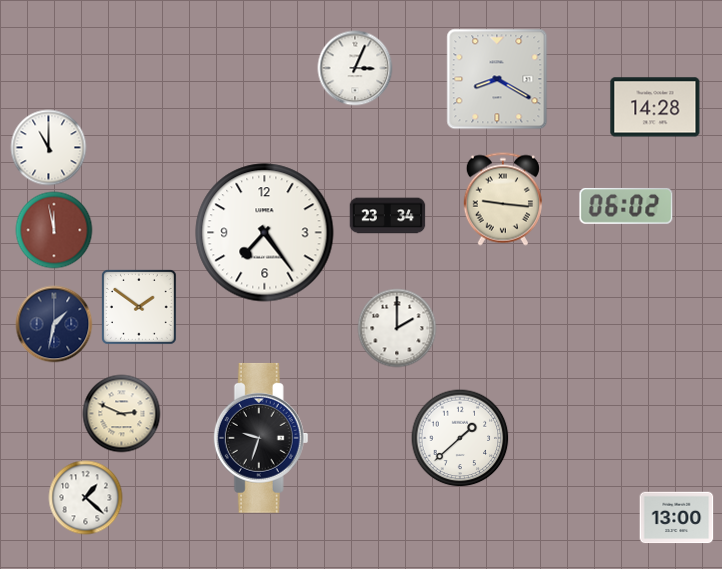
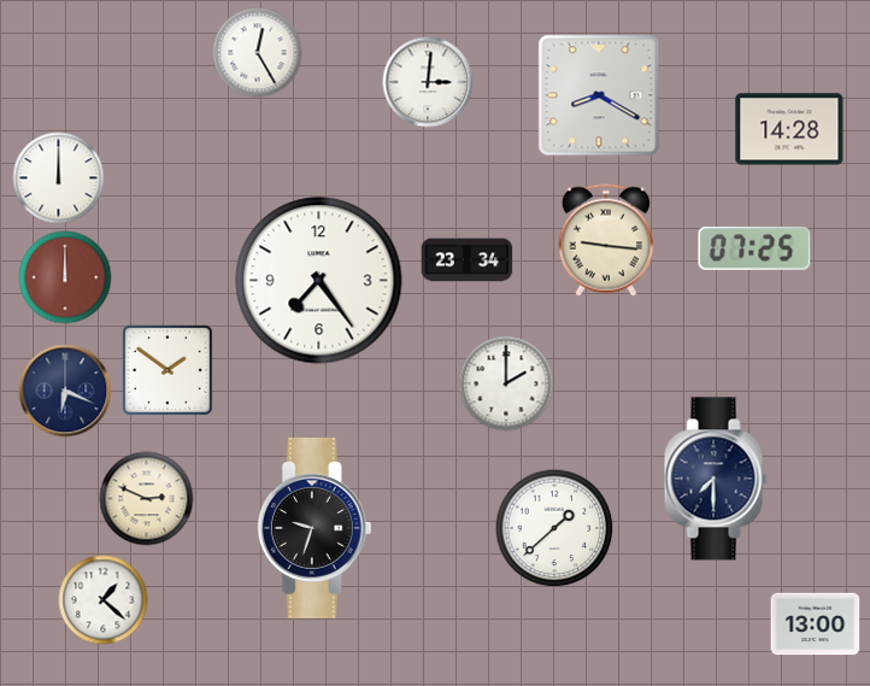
clock at (258, 53): none -> 12:25
clock at (355, 68): 3:04 -> 3:01
clock at (49, 148): 11:00 -> 12:00
clock at (626, 206): 06:02 -> 07:25
clock at (54, 230): 11:58 -> 12:00
clock at (54, 324): 1:32 -> 6:19
clock at (397, 328) position: (397, 328) -> (506, 383)
clock at (716, 479): none -> 7:30
